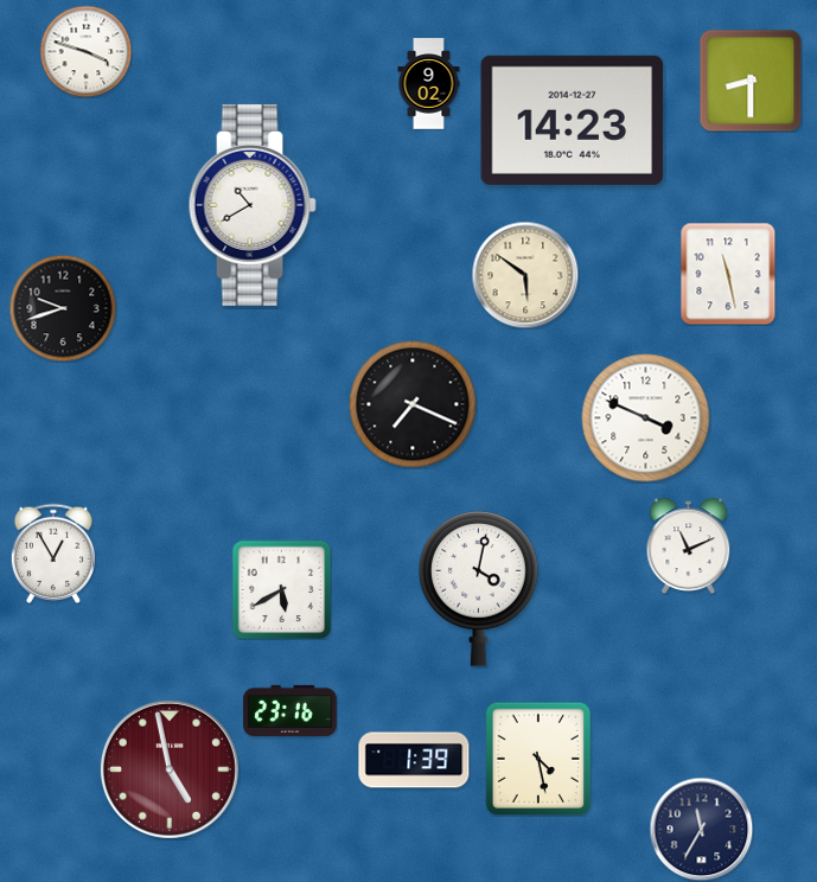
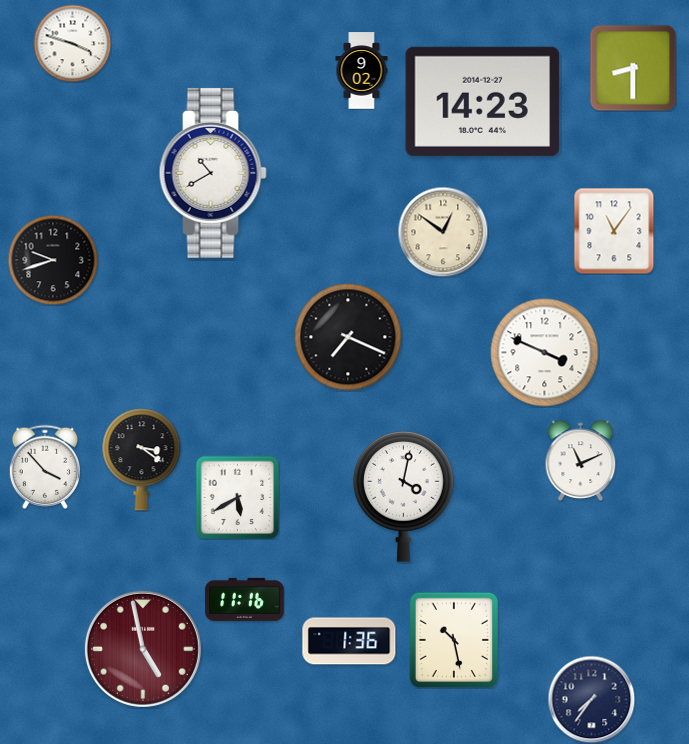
clock at (728, 274): 11:28 -> 11:06
clock at (525, 275): 5:51 -> 12:51
clock at (413, 404) position: (413, 404) -> (348, 337)
clock at (142, 460): none -> 3:21
clock at (52, 554): 12:55 -> 3:53
clock at (291, 710): 23:16 -> 11:16
clock at (537, 759): 4:28 -> 10:28
clock at (414, 760): 1:39 -> 1:36
clock at (701, 829): 11:35 -> 7:36
